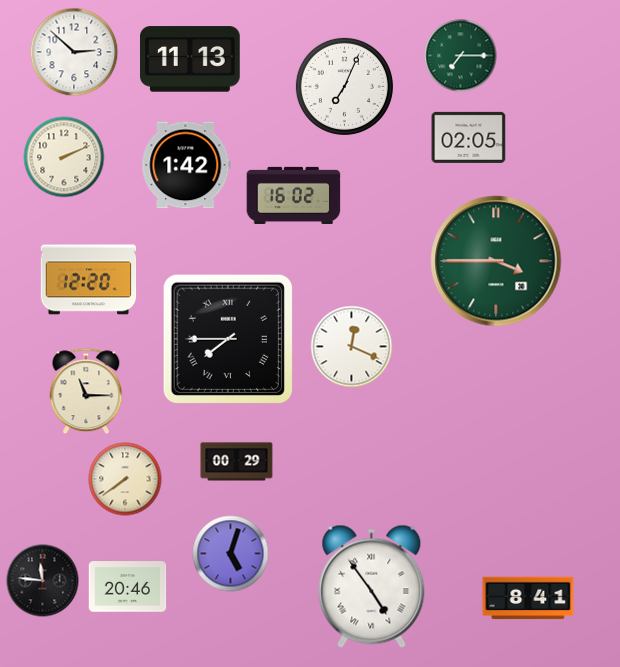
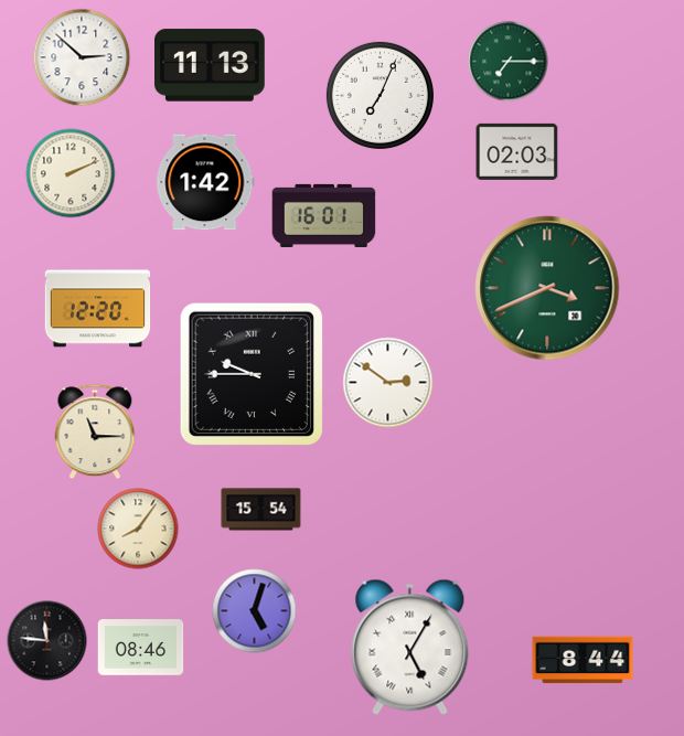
clock at (469, 137): 02:05 -> 02:03
clock at (294, 195): 16:02 -> 16:01
clock at (496, 261): 3:45 -> 3:41
clock at (227, 338): 7:45 -> 9:45
clock at (352, 347): 12:19 -> 2:51
clock at (237, 462): 00:29 -> 15:54
clock at (125, 479): 7:39 -> 8:06
clock at (372, 586): 4:54 -> 5:05
clock at (128, 587): 20:46 -> 08:46
clock at (528, 598): 8:41 -> 8:44
